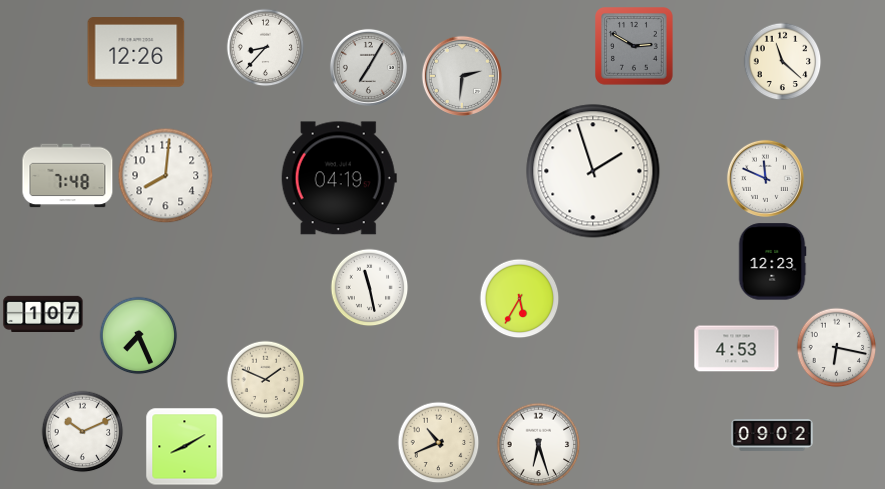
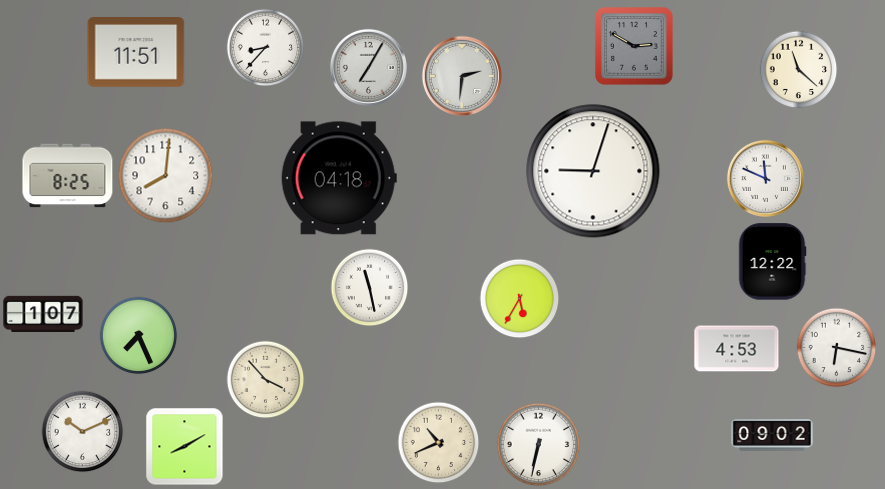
clock at (136, 53): 12:26 -> 11:51
clock at (782, 61) position: (782, 61) -> (798, 69)
clock at (593, 171): 1:57 -> 9:03
clock at (68, 176): 7:48 -> 8:25
clock at (339, 178): 04:19 -> 04:18
clock at (772, 262): 12:23 -> 12:22
clock at (265, 379): 1:49 -> 3:53
clock at (538, 444): 6:27 -> 6:32
